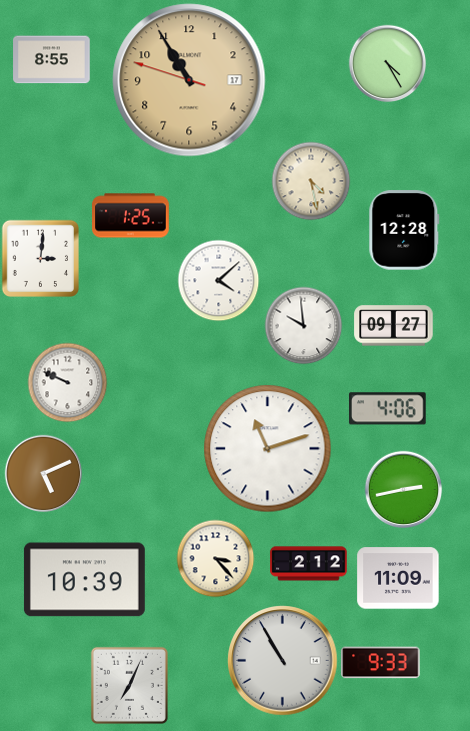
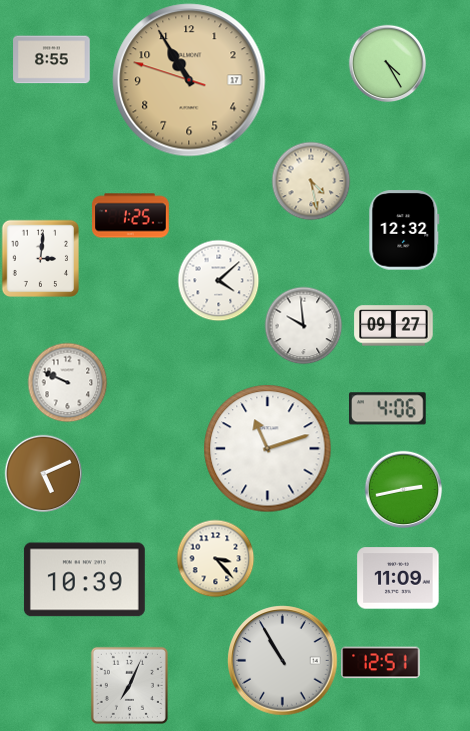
clock at (404, 230): 12:28 -> 12:32
clock at (309, 564): 2:12 -> none
clock at (381, 663): 9:33 -> 12:51
